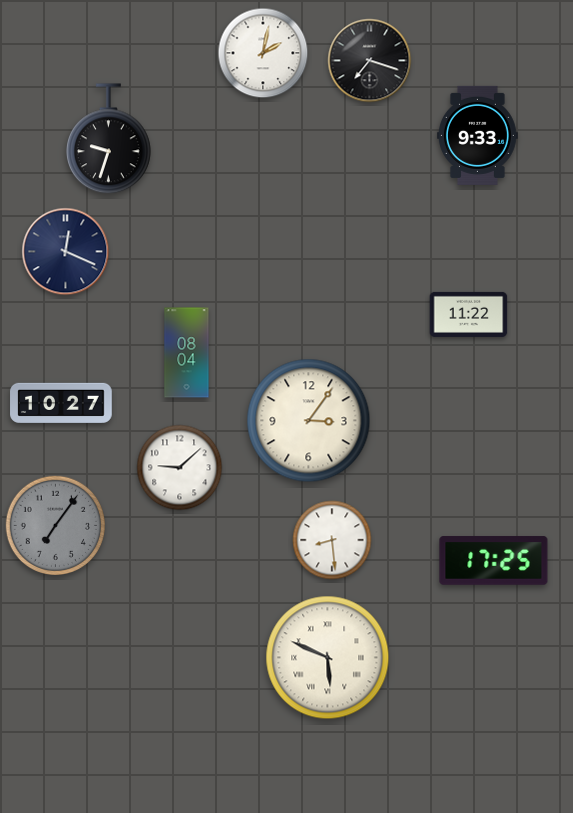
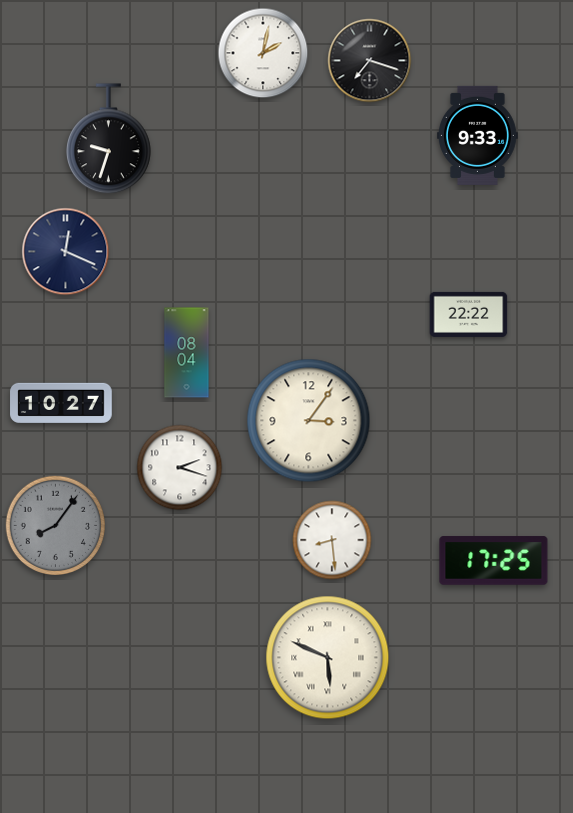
clock at (469, 314): 11:22 -> 22:22
clock at (180, 468): 9:08 -> 2:18
clock at (55, 525): 7:06 -> 8:06
